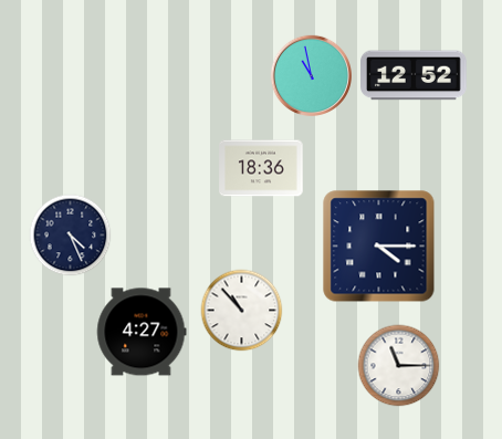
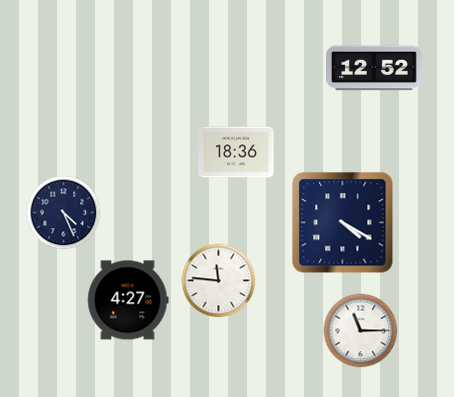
clock at (311, 75): 10:58 -> none
clock at (379, 247): 4:15 -> 4:20
clock at (242, 311): 10:53 -> 11:46
